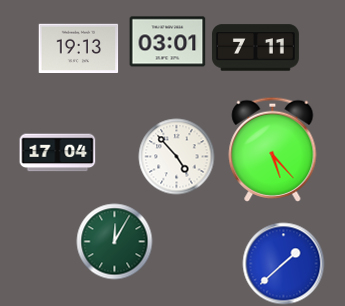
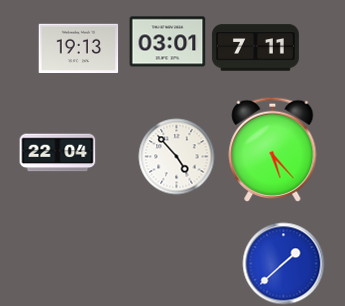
clock at (58, 153): 17:04 -> 22:04
clock at (115, 242): 12:05 -> none
